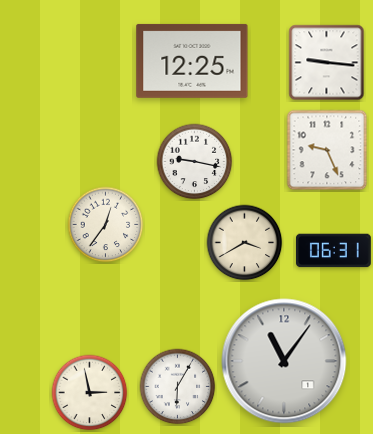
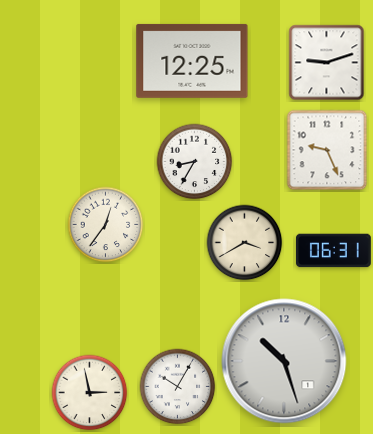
clock at (327, 63): 9:16 -> 9:12
clock at (195, 162): 9:17 -> 8:35
clock at (284, 361): 11:06 -> 10:27
clock at (178, 387): 6:05 -> 10:05
